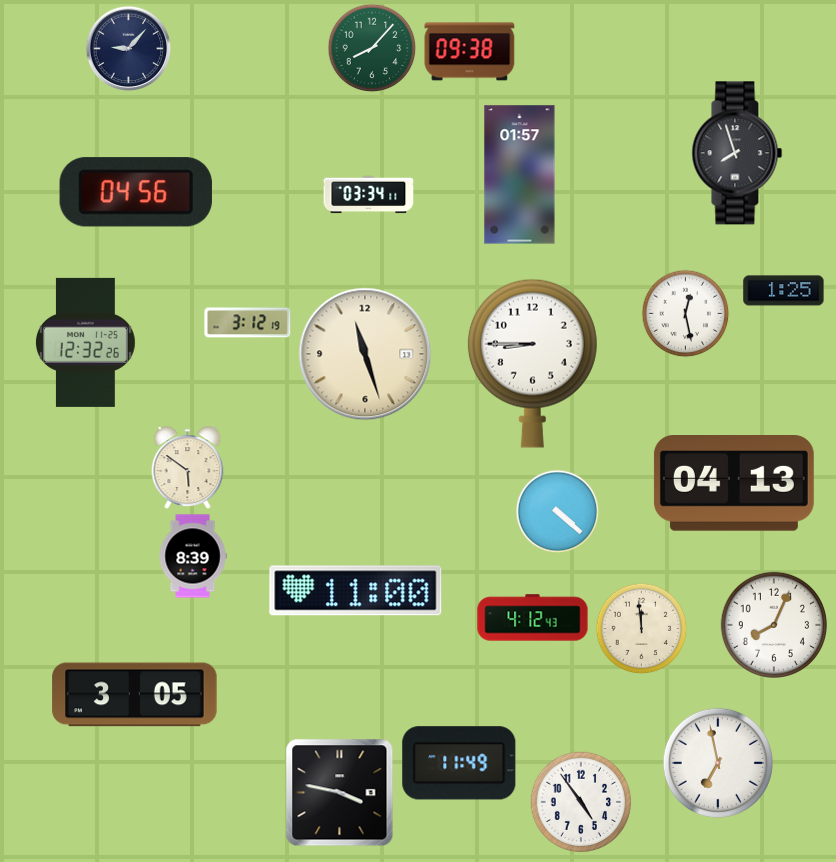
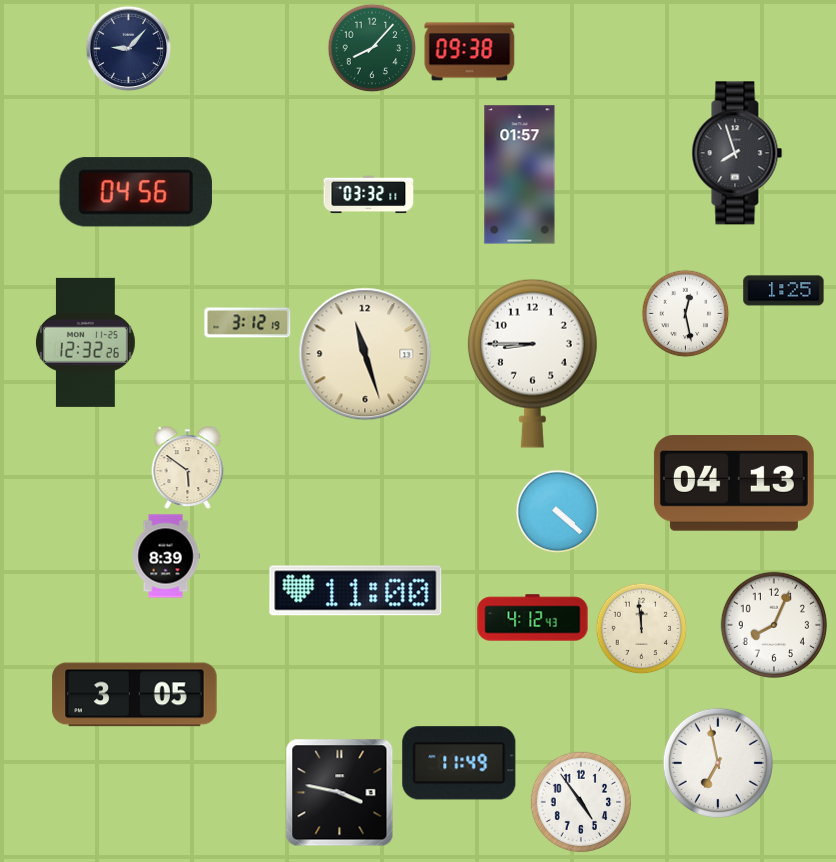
clock at (369, 195): 03:34 -> 03:32
clock at (193, 556) position: (193, 556) -> (166, 556)
